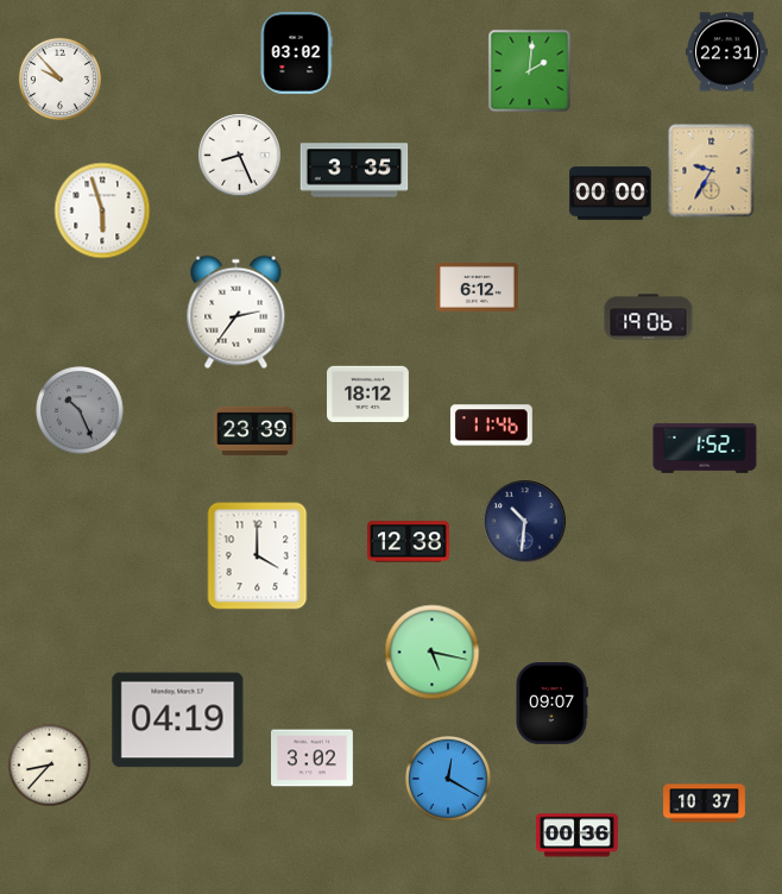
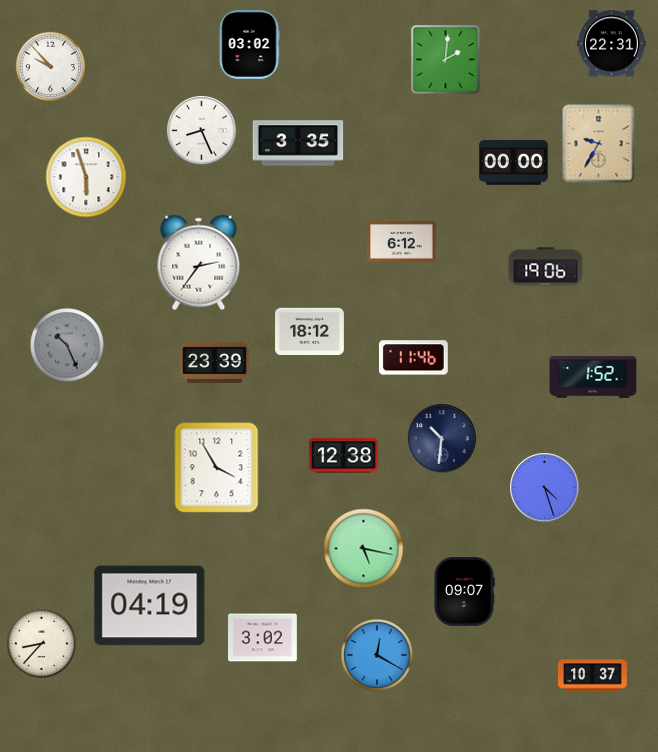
clock at (258, 556): 4:00 -> 3:55
clock at (545, 488): none -> 4:27
clock at (578, 836): 00:36 -> none
